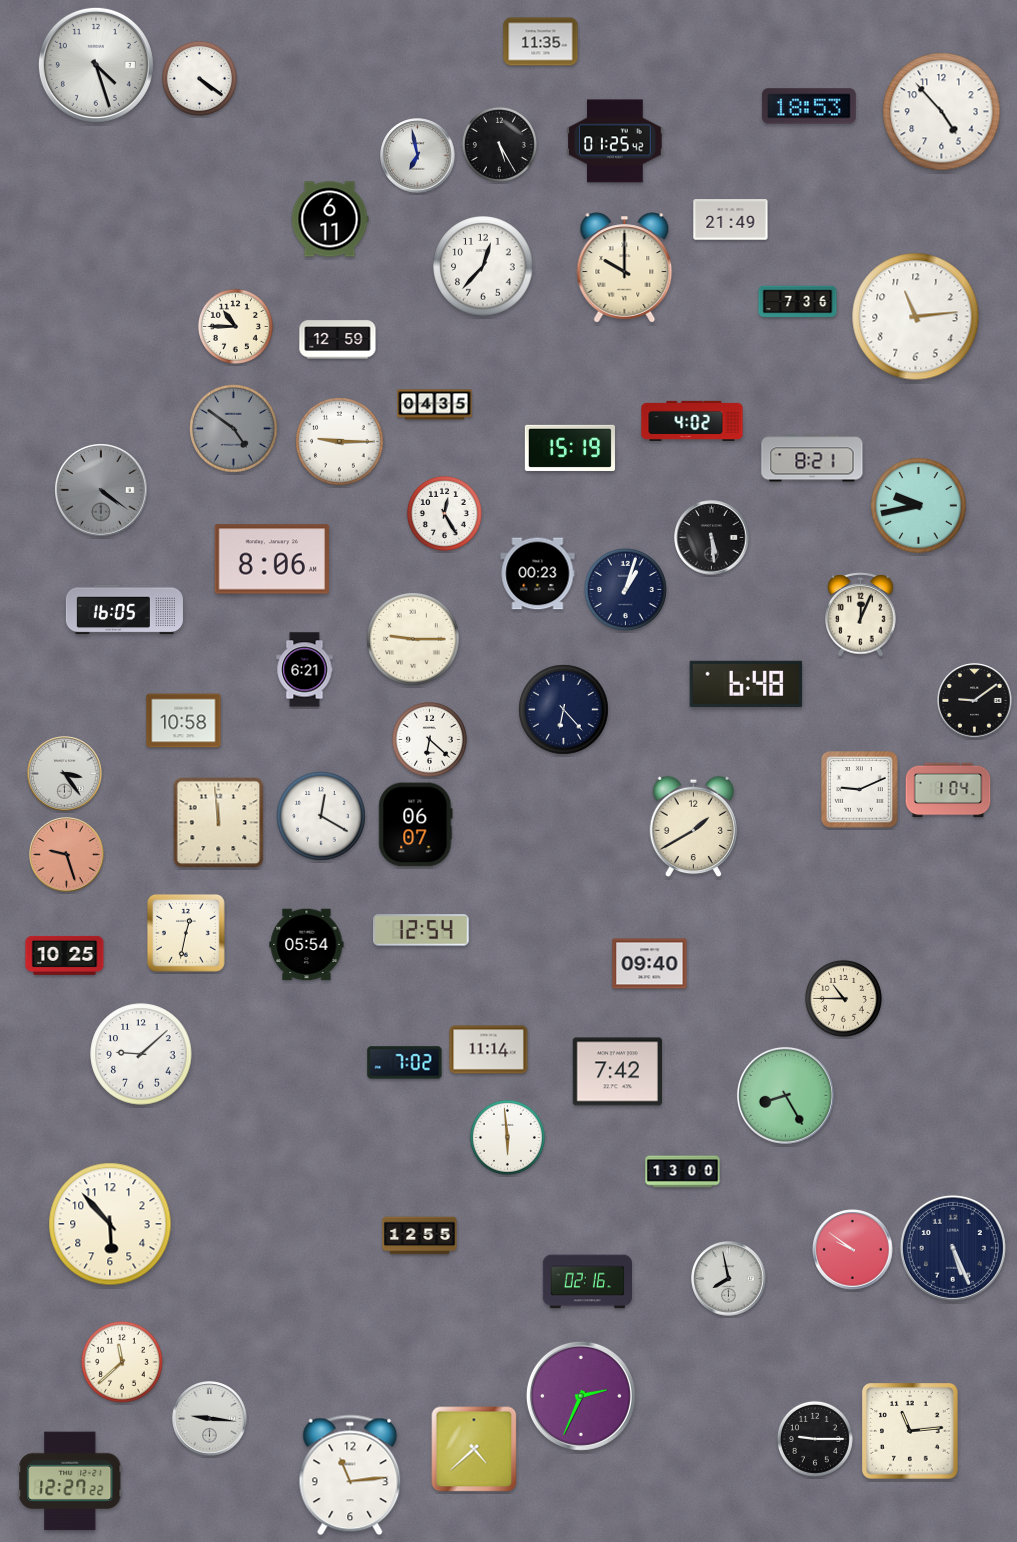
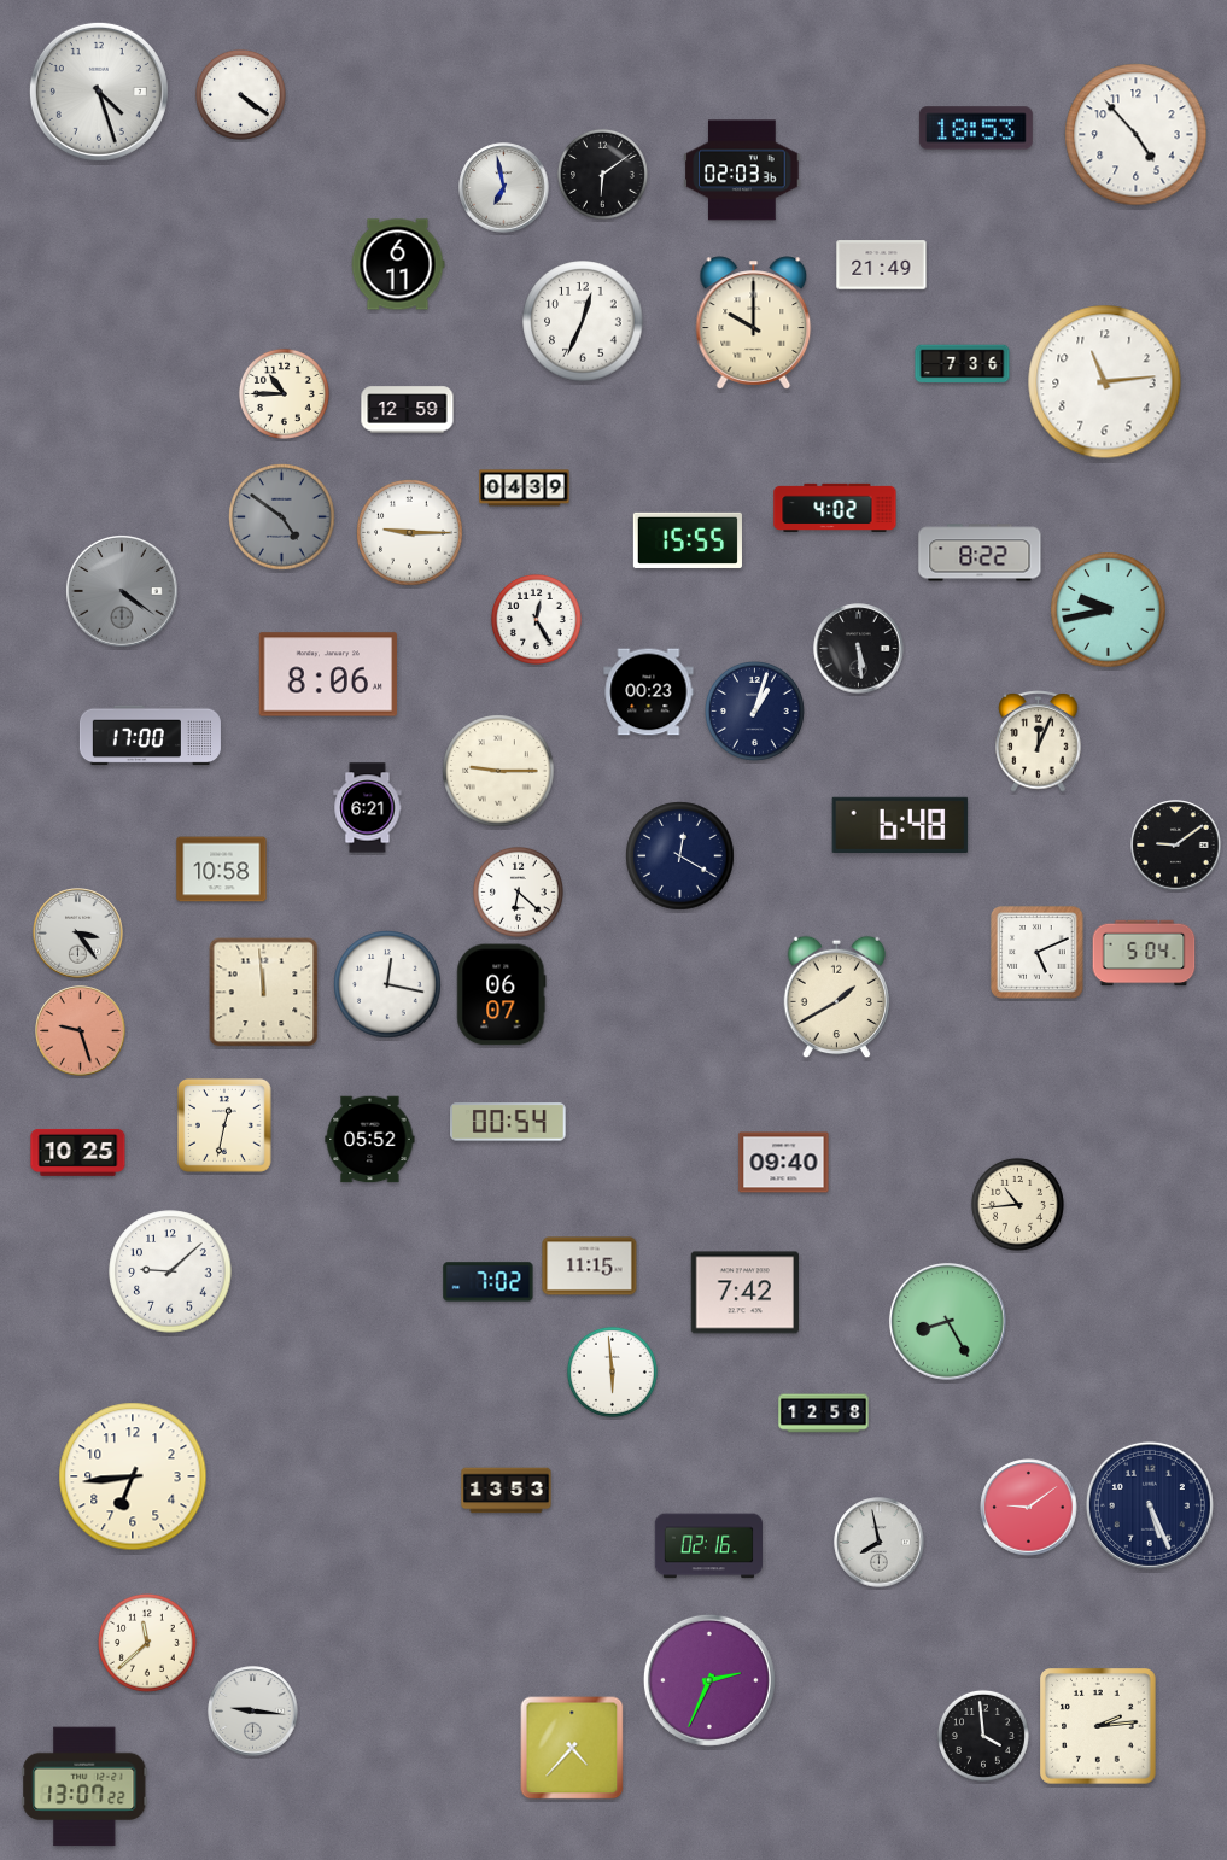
clock at (541, 42): 11:35 -> none
clock at (96, 65) position: (96, 65) -> (99, 92)
clock at (615, 141): 01:25 -> 02:03
clock at (499, 144): 5:25 -> 6:09
clock at (483, 266): 12:37 -> 12:34
clock at (435, 405): 04:35 -> 04:39
clock at (570, 448): 15:19 -> 15:55
clock at (812, 458): 8:21 -> 8:22
clock at (124, 610): 16:05 -> 17:00
clock at (564, 710): 6:23 -> 12:20
clock at (860, 790): 9:11 -> 5:11
clock at (948, 790): 1:04 -> 5:04
clock at (321, 816): 12:20 -> 12:17
clock at (422, 930): 12:54 -> 00:54
clock at (307, 945): 05:54 -> 05:52
clock at (843, 998): 10:45 -> 10:44
clock at (489, 1050): 11:14 -> 11:15
clock at (683, 1172): 13:00 -> 12:58
clock at (110, 1224): 5:53 -> 6:44
clock at (420, 1236): 12:55 -> 13:53
clock at (853, 1250): 9:51 -> 9:09
clock at (581, 1396) position: (581, 1396) -> (709, 1680)
clock at (910, 1431): 11:14 -> 2:14
clock at (815, 1439): 9:15 -> 3:59
clock at (474, 1449): 4:38 -> 4:37
clock at (350, 1475): 11:14 -> none
clock at (70, 1481): 12:27 -> 13:07
